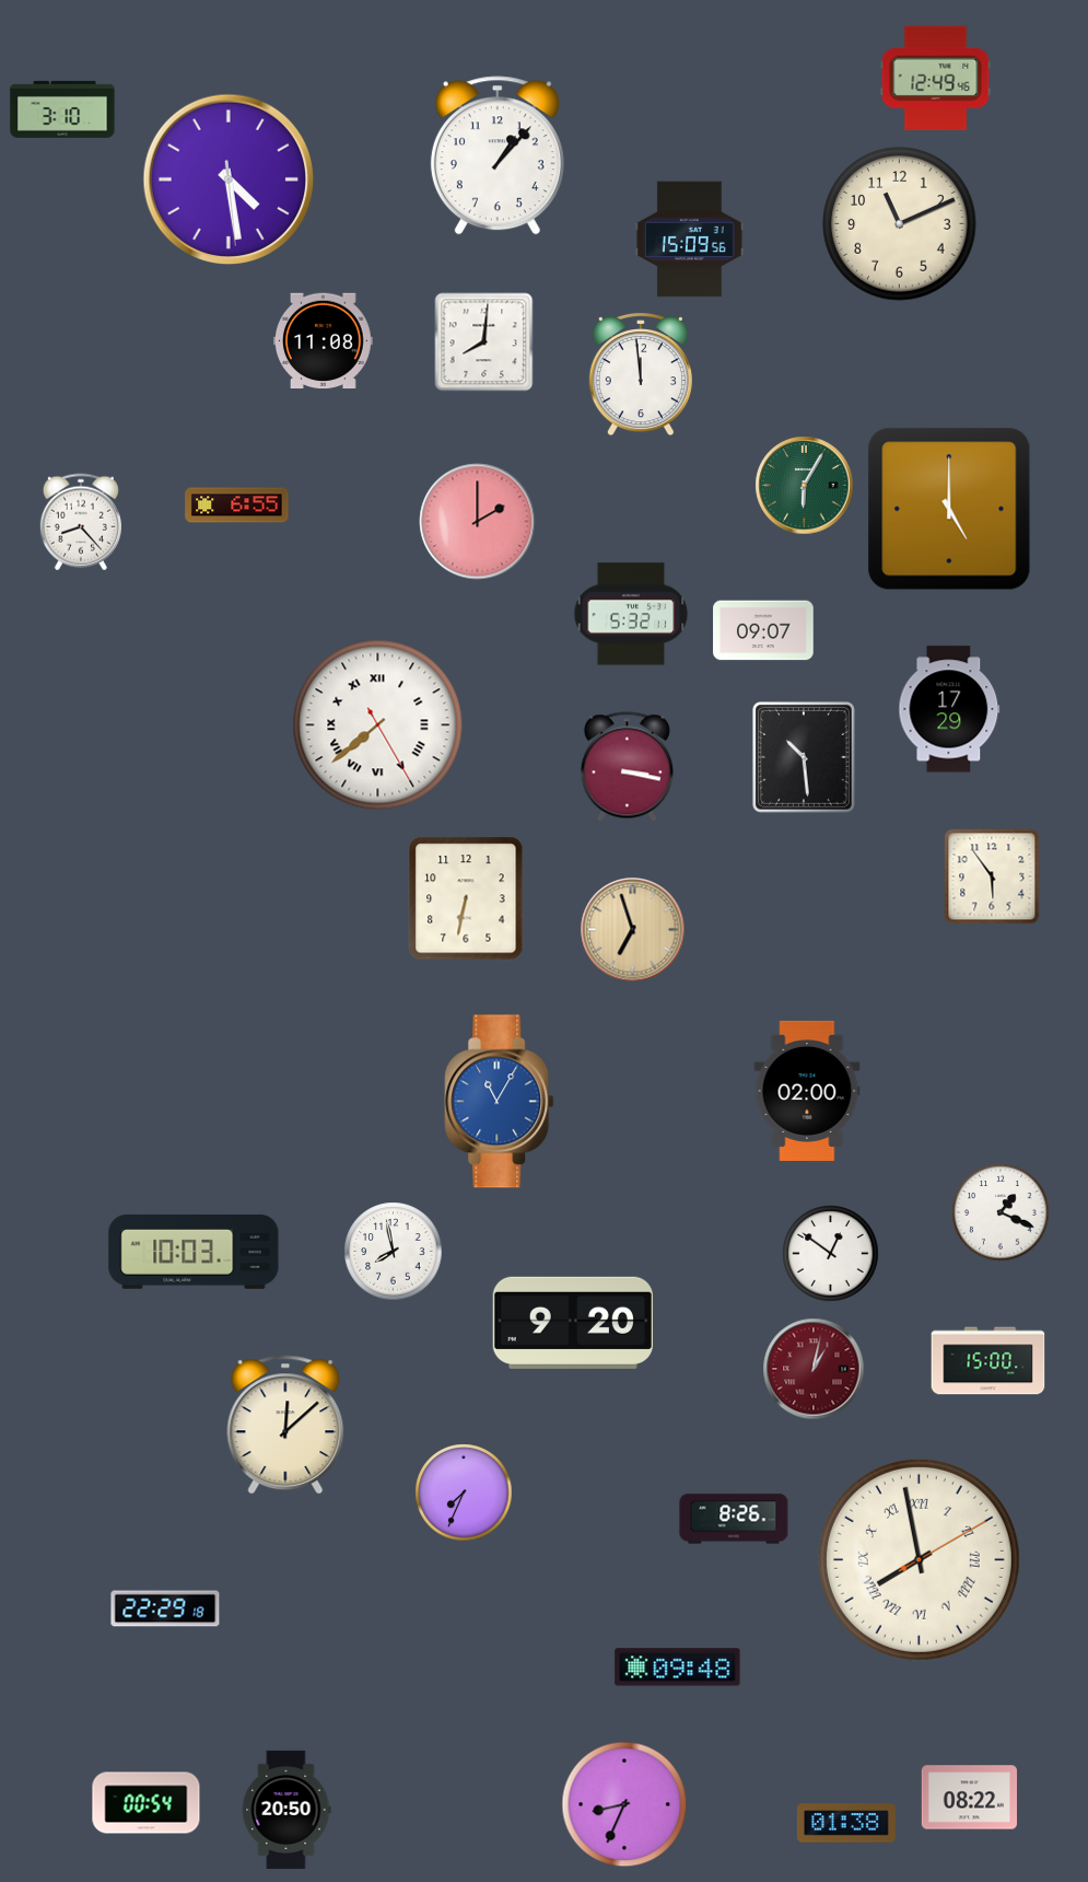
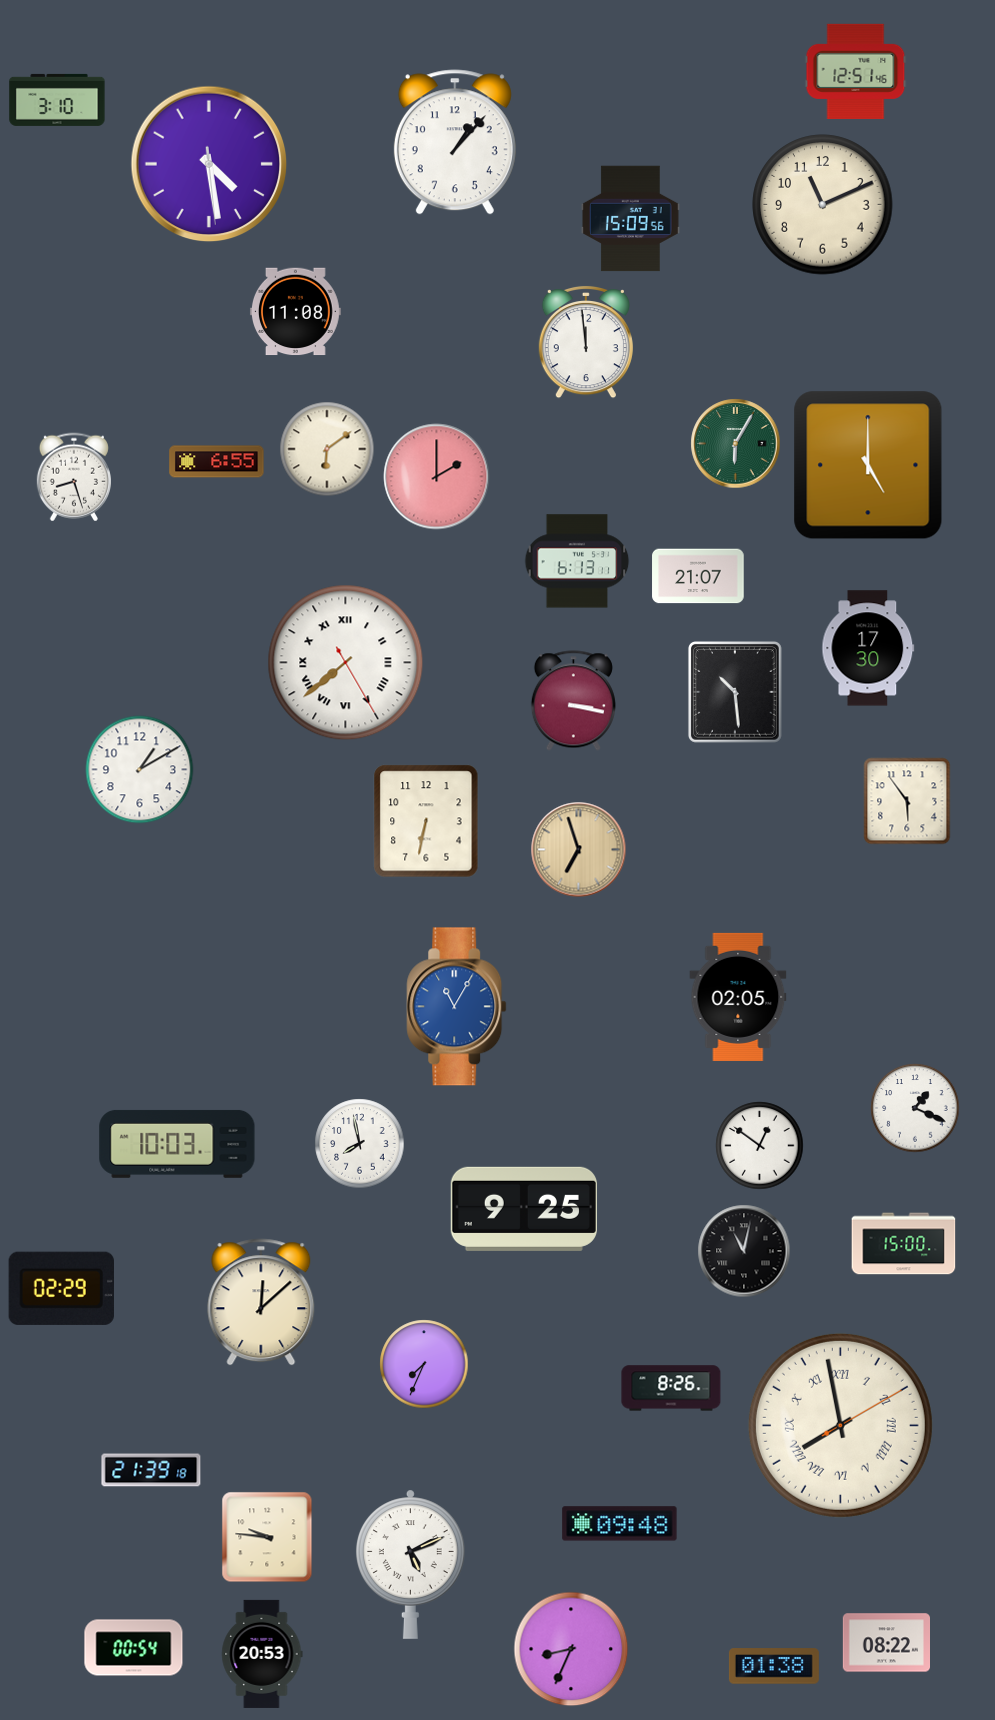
clock at (936, 78): 12:49 -> 12:51
clock at (484, 342): 8:01 -> none
clock at (327, 449): none -> 6:09
clock at (81, 522): 8:23 -> 8:27
clock at (631, 614): 5:32 -> 6:13
clock at (763, 630): 09:07 -> 21:07
clock at (949, 709): 17:29 -> 17:30
clock at (140, 770): none -> 1:10
clock at (807, 1091): 02:00 -> 02:05
clock at (573, 1323): 9:20 -> 9:25
clock at (814, 1369): 1:02 -> 11:02
clock at (814, 1369) dial: burgundy -> black
clock at (61, 1288): none -> 02:29
clock at (165, 1608): 22:29 -> 21:39
clock at (267, 1537): none -> 9:46
clock at (410, 1564): none -> 5:11
clock at (286, 1810): 20:50 -> 20:53
